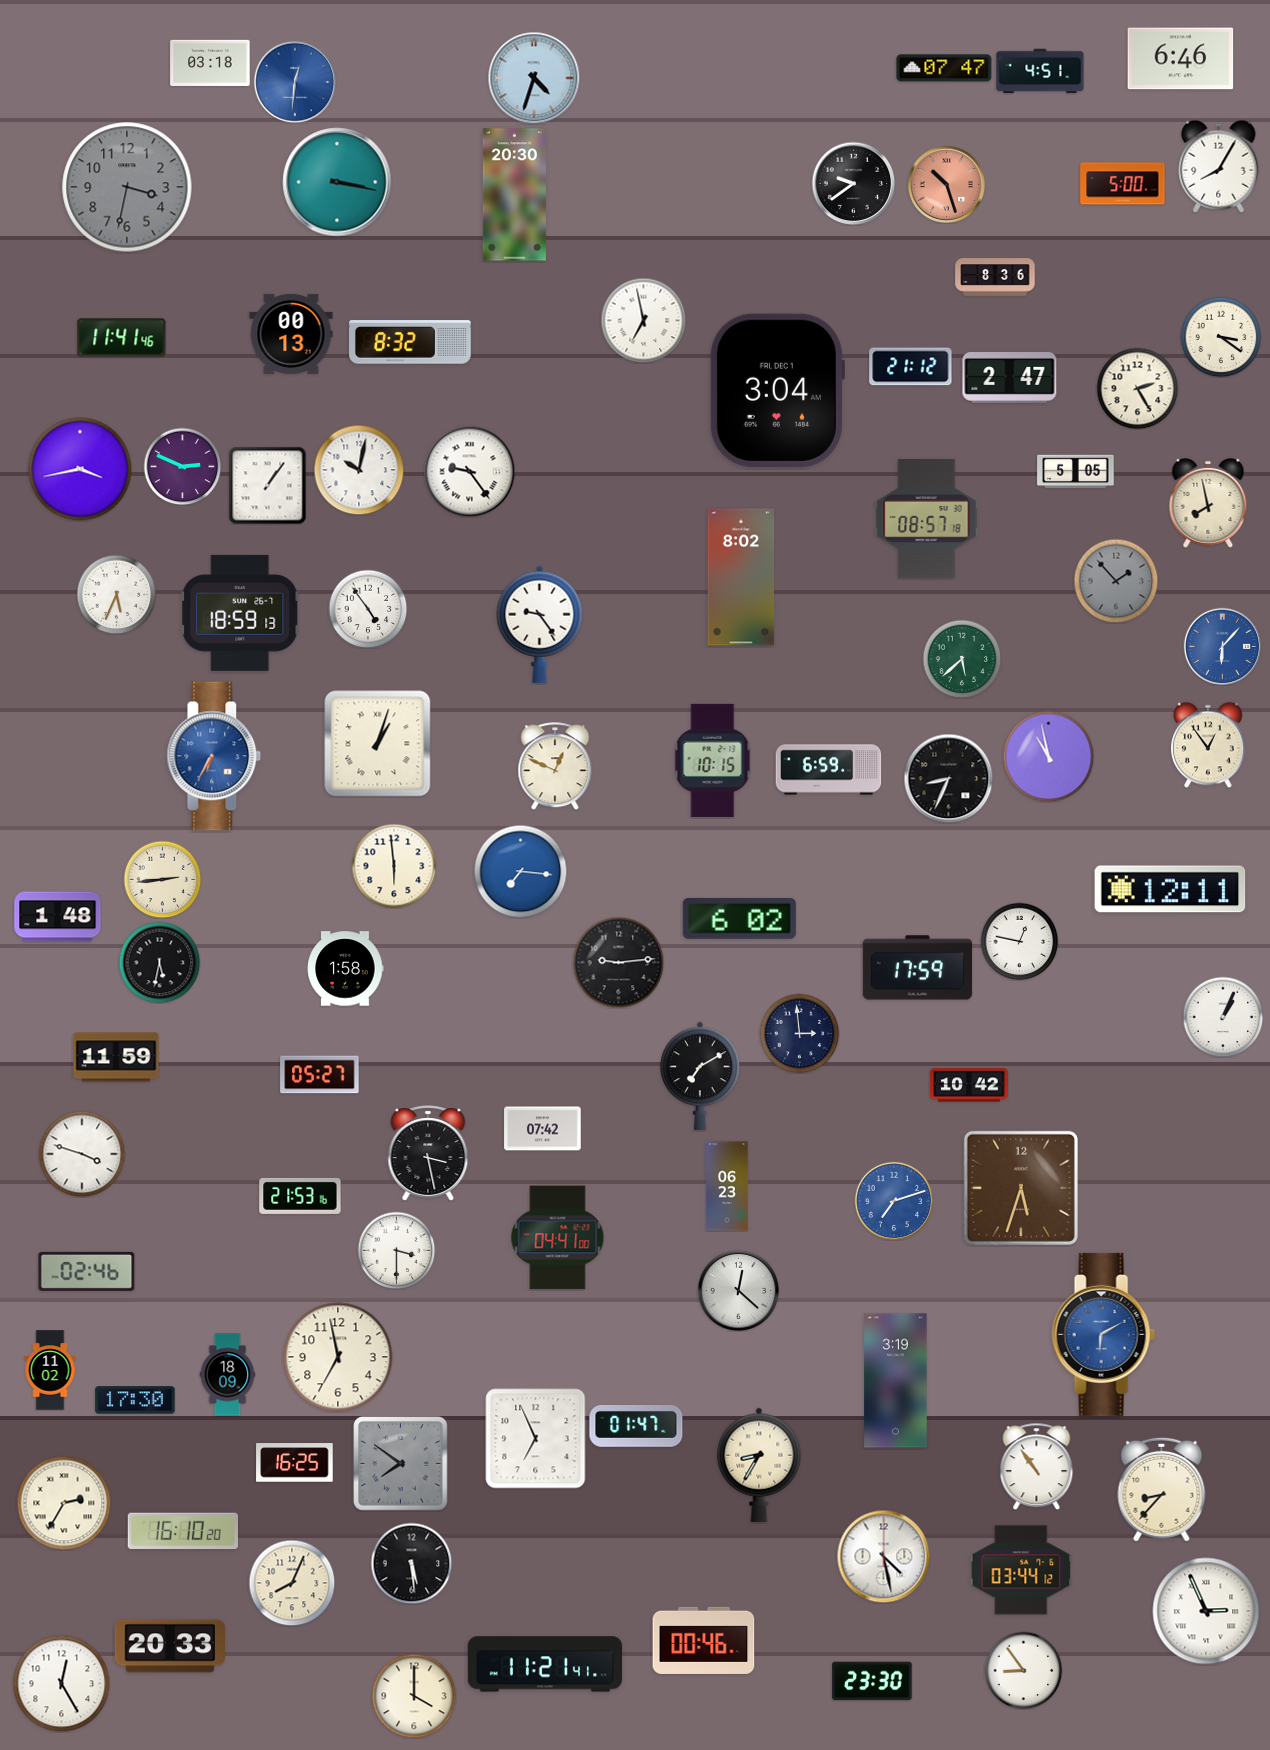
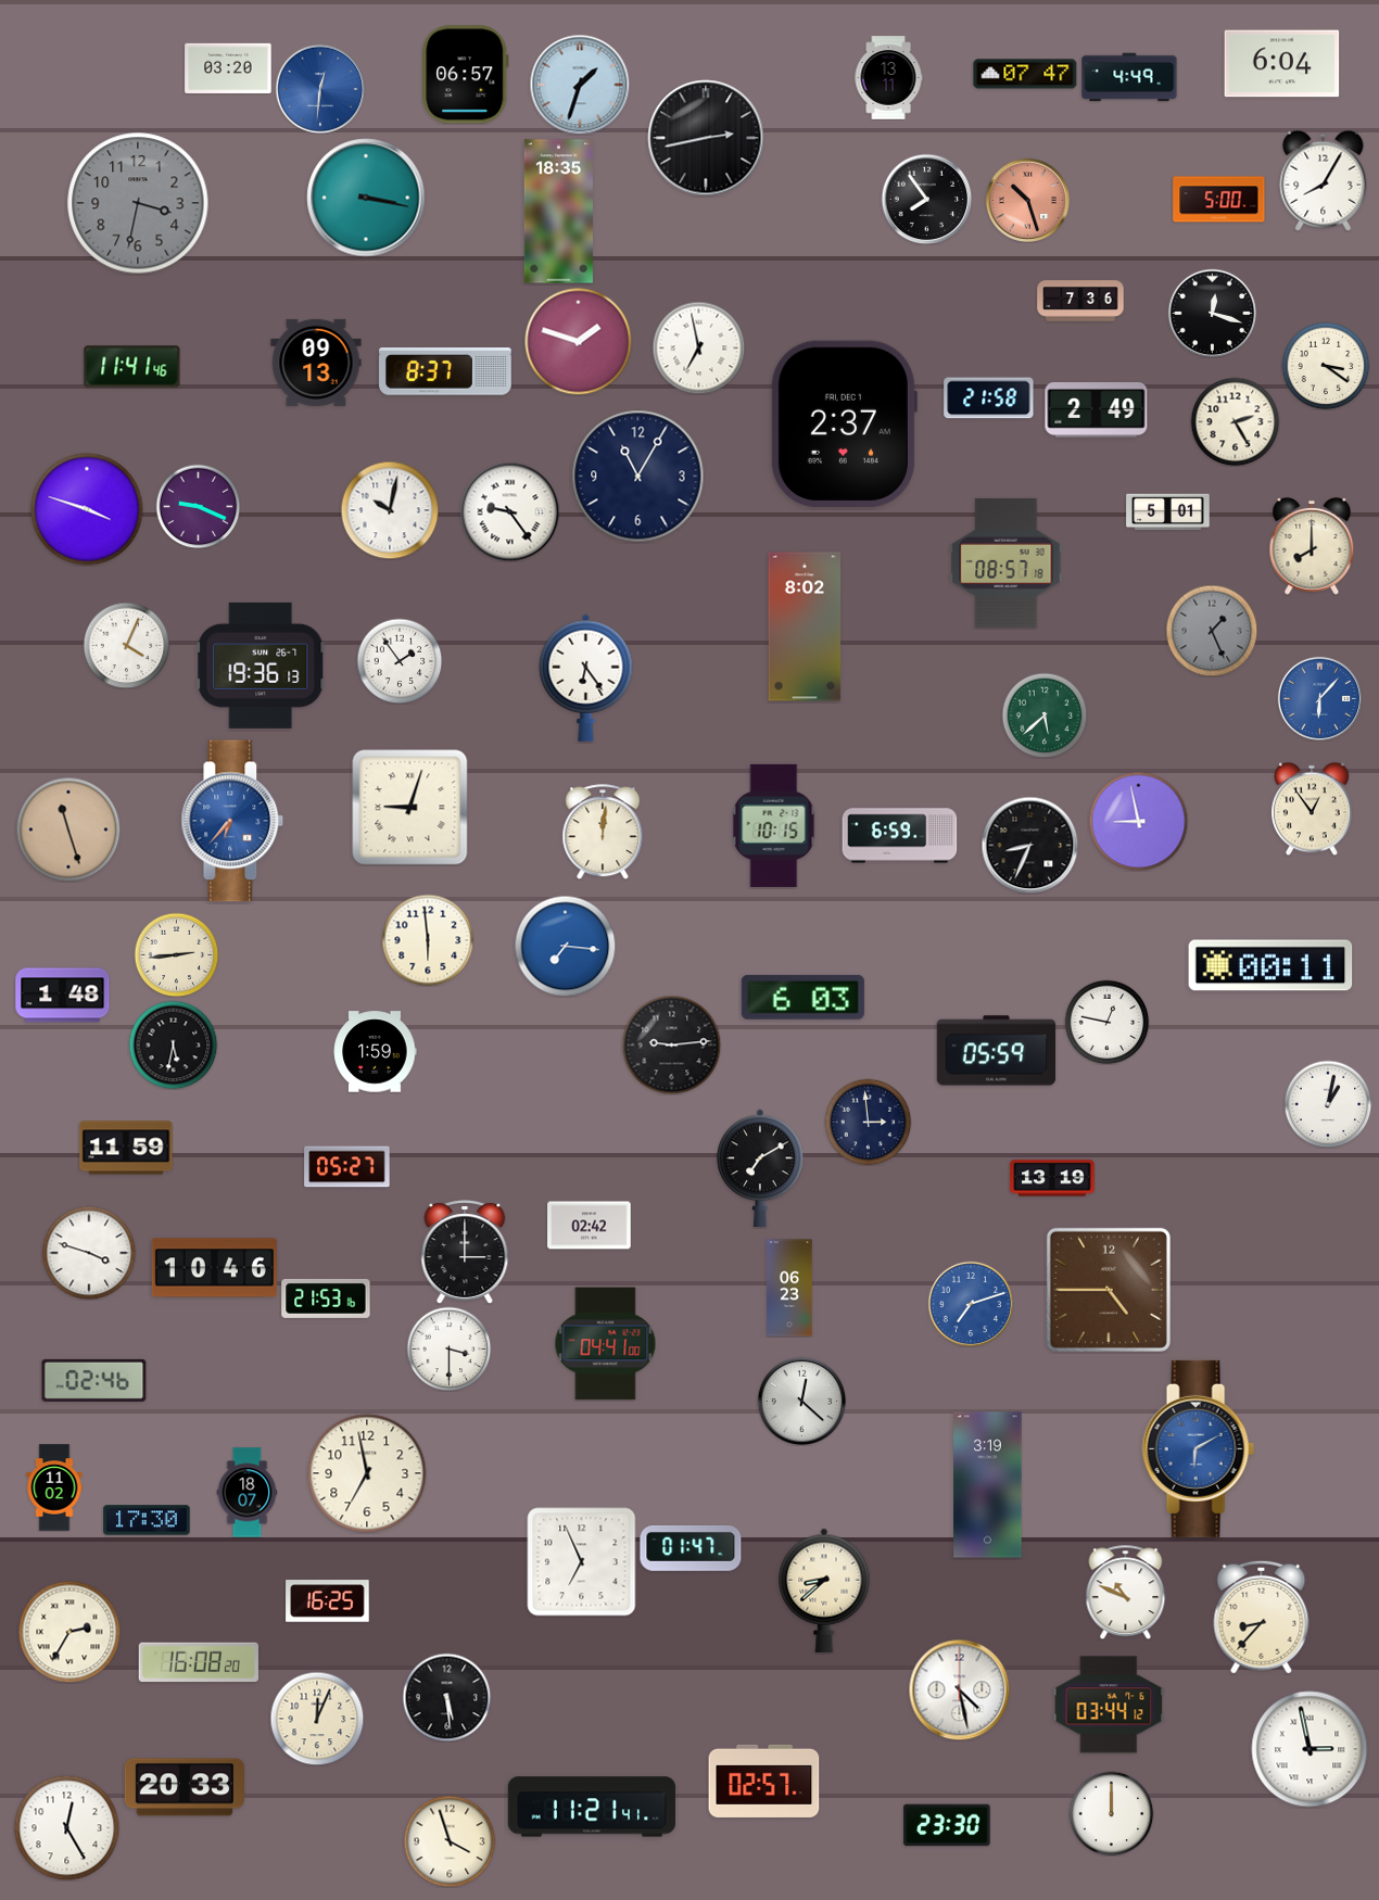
clock at (1181, 59): 6:46 -> 6:04
clock at (210, 63): 03:18 -> 03:20
clock at (466, 75): none -> 06:57
clock at (1040, 71): 4:51 -> 4:49
clock at (888, 78): none -> 13:11
clock at (534, 78): 4:33 -> 1:33
clock at (706, 138): none -> 2:43
clock at (853, 183): 9:39 -> 7:54
clock at (514, 195): 20:30 -> 18:35
clock at (995, 277): 8:36 -> 7:36
clock at (1212, 313): none -> 12:18
clock at (579, 342): none -> 1:48
clock at (291, 334): 00:13 -> 09:13
clock at (410, 342): 8:32 -> 8:37
clock at (911, 367): 21:12 -> 21:58
clock at (1010, 378): 2:47 -> 2:49
clock at (777, 390): 3:04 -> 2:37
clock at (638, 477): none -> 11:05
clock at (182, 466): 2:49 -> 9:19
clock at (80, 469): 3:43 -> 3:48
clock at (1076, 472): 5:05 -> 5:01
clock at (267, 485): 1:06 -> none
clock at (1208, 503): 7:58 -> 8:00
clock at (1116, 581): 1:53 -> 1:26
clock at (116, 594): 5:34 -> 4:04
clock at (368, 609): 4:54 -> 1:54
clock at (240, 613): 18:59 -> 19:36
clock at (540, 624): 9:24 -> 6:24
clock at (1222, 646) position: (1222, 646) -> (1319, 698)
clock at (378, 744): 1:03 -> 9:03
clock at (214, 756): 6:35 -> 6:37
clock at (1048, 756): 10:58 -> 8:58
clock at (68, 829): none -> 11:27
clock at (555, 766): 12:49 -> 12:01
clock at (1170, 889): 12:11 -> 00:11
clock at (739, 918): 6:02 -> 6:03
clock at (918, 968): 17:59 -> 05:59
clock at (345, 969): 1:58 -> 1:59
clock at (1223, 1017): 1:04 -> 1:02
clock at (969, 1085): 10:42 -> 13:19
clock at (543, 1129): 07:42 -> 02:42
clock at (428, 1153): 3:28 -> 3:00
clock at (214, 1268): none -> 10:46
clock at (1021, 1188): 5:33 -> 4:45
clock at (396, 1250) position: (396, 1250) -> (448, 1348)
clock at (228, 1375): 18:09 -> 18:07
clock at (896, 1381) position: (896, 1381) -> (988, 1485)
clock at (295, 1463) position: (295, 1463) -> (328, 1601)
clock at (401, 1464): 7:51 -> none
clock at (759, 1465): 8:35 -> 8:38
clock at (1037, 1466): 10:54 -> 10:49
clock at (183, 1531): 16:10 -> 16:08
clock at (292, 1583): 8:04 -> 12:04
clock at (1206, 1611): 2:56 -> 2:58
clock at (704, 1640): 00:46 -> 02:57
clock at (1023, 1670): 8:54 -> 12:00
clock at (414, 1696): 4:00 -> 3:57
